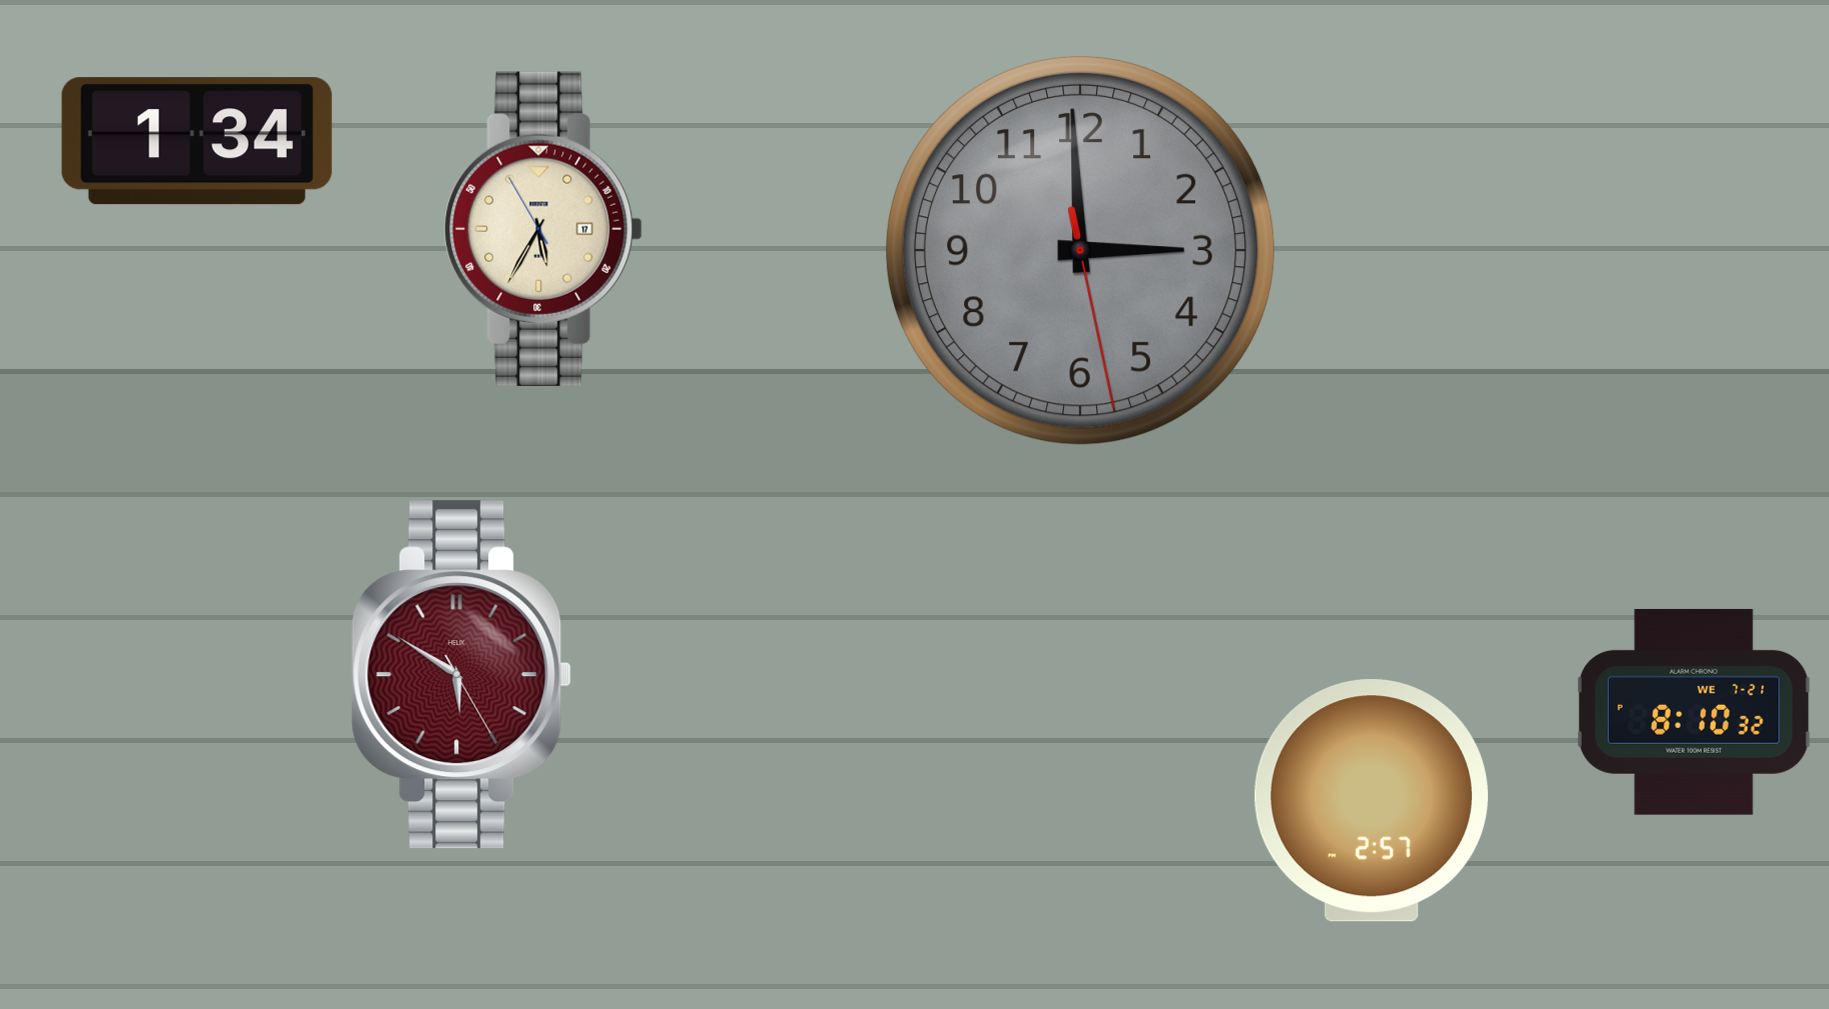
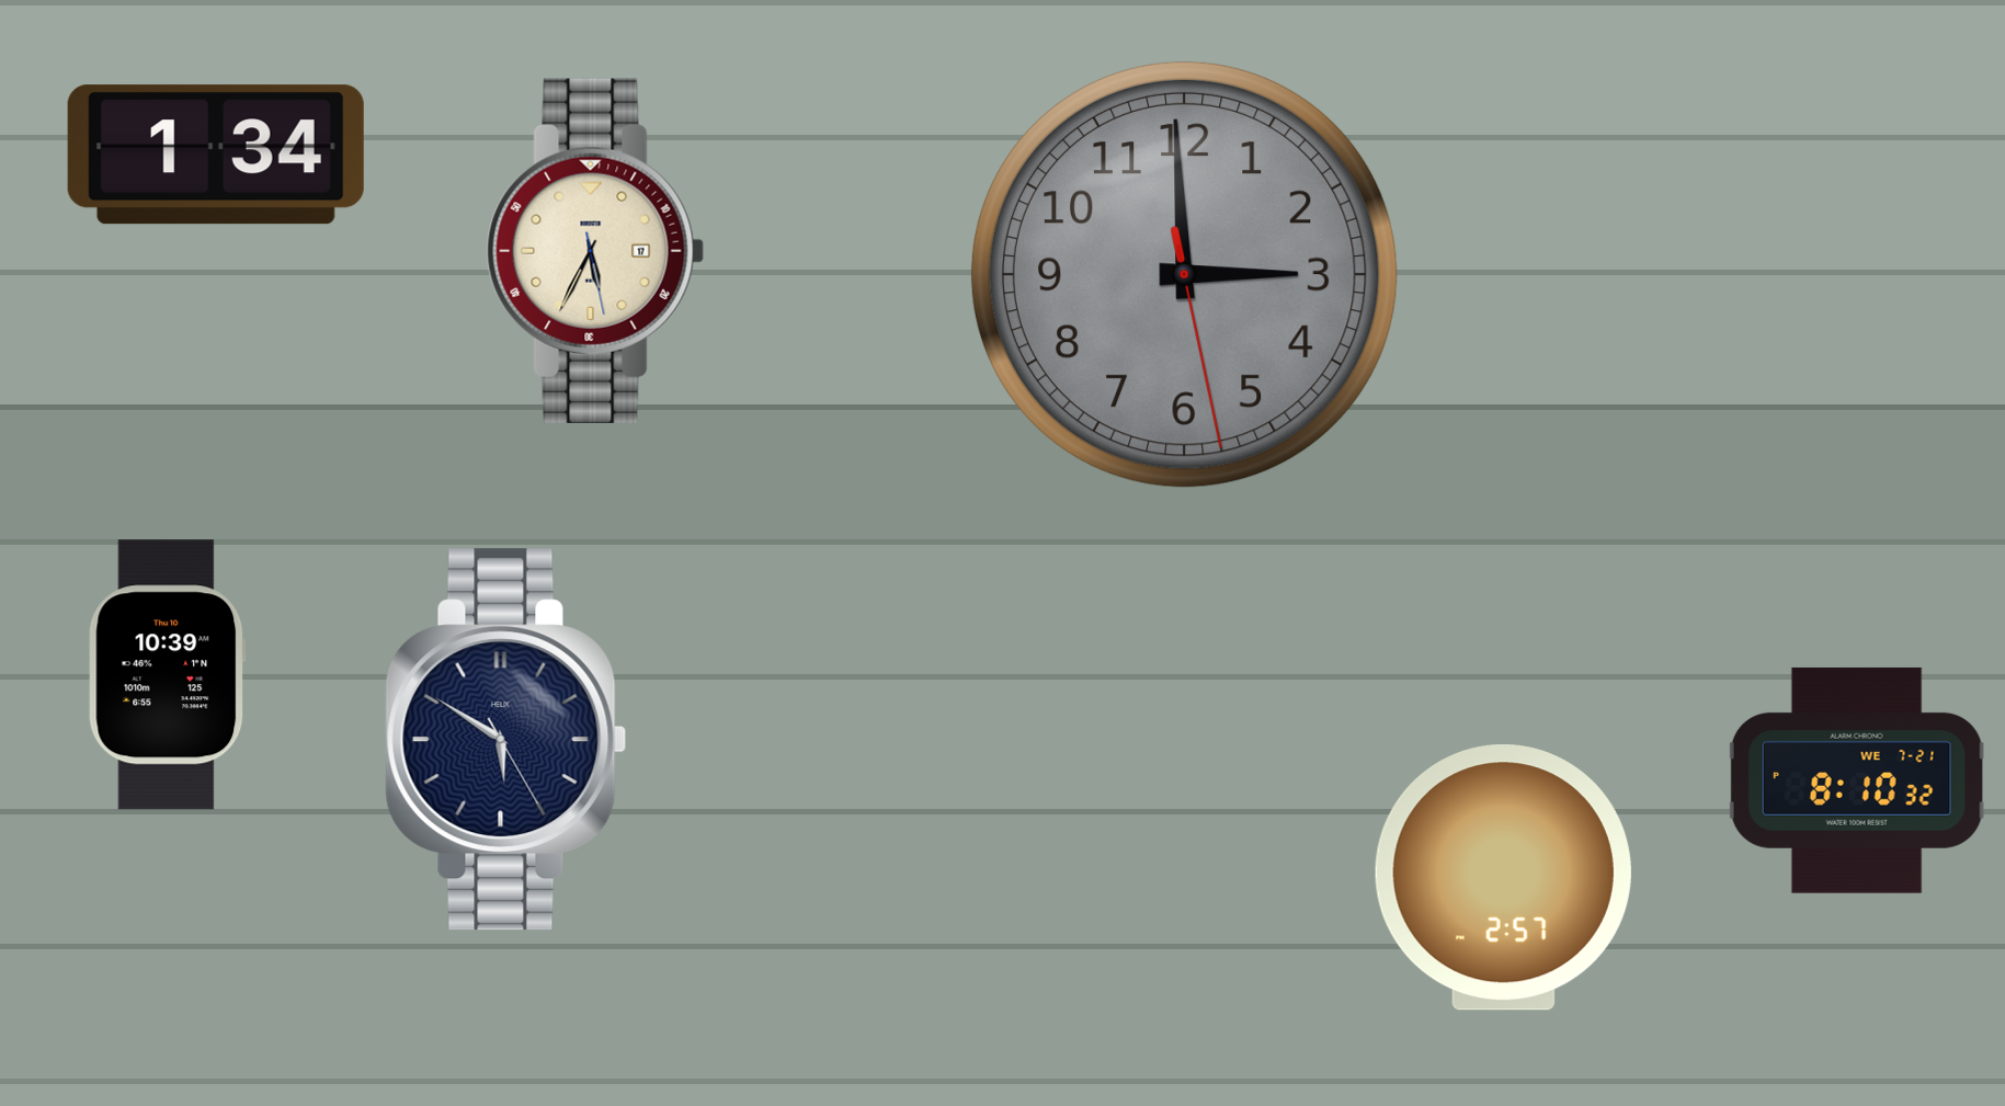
clock at (543, 229): 5:34:55 -> 5:34:28
clock at (168, 675): none -> 10:39
clock at (462, 675) dial: burgundy -> navy
